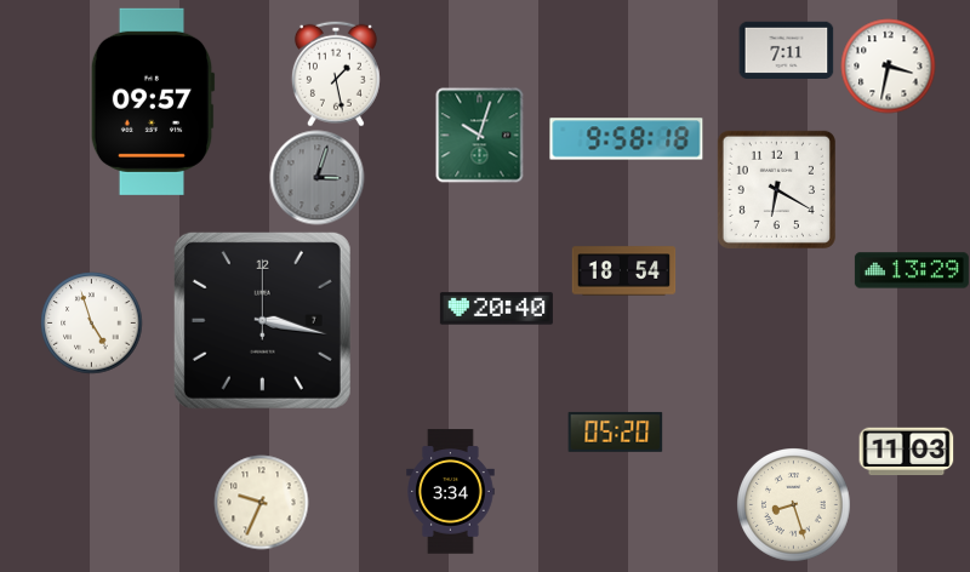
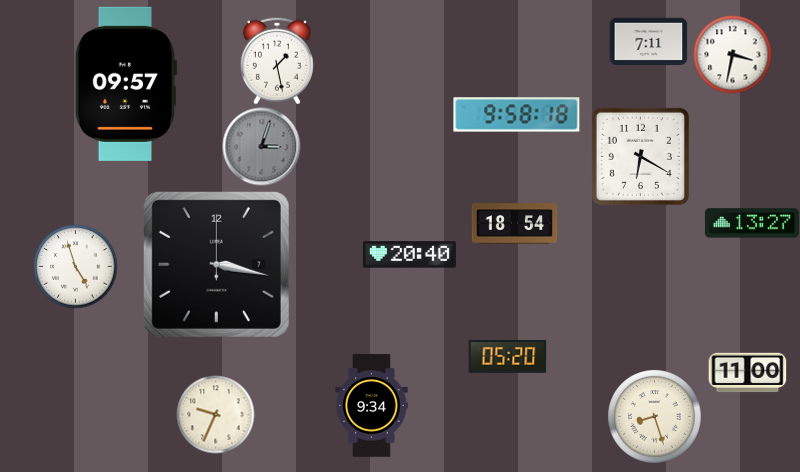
clock at (480, 135): 10:03 -> none
clock at (912, 270): 13:29 -> 13:27
clock at (906, 452): 11:03 -> 11:00
clock at (451, 492): 3:34 -> 9:34
